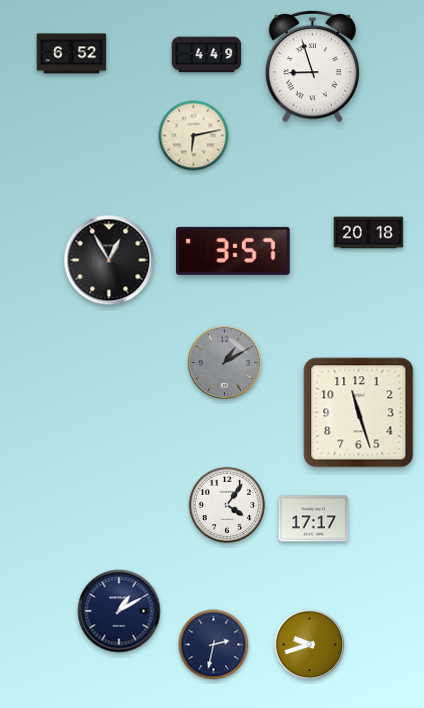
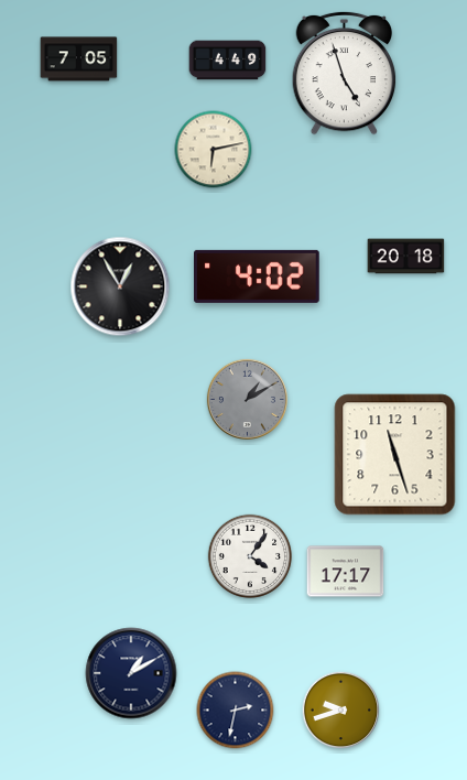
clock at (72, 54): 6:52 -> 7:05
clock at (313, 66): 8:57 -> 4:57
clock at (233, 251): 3:57 -> 4:02
